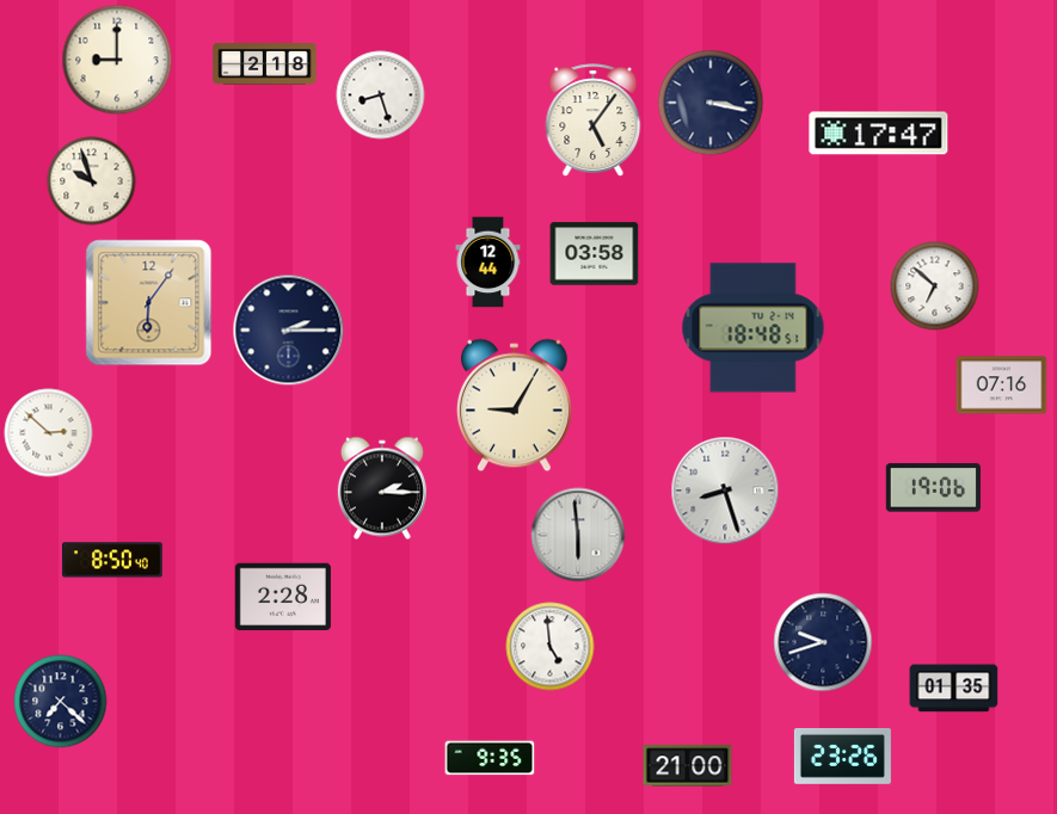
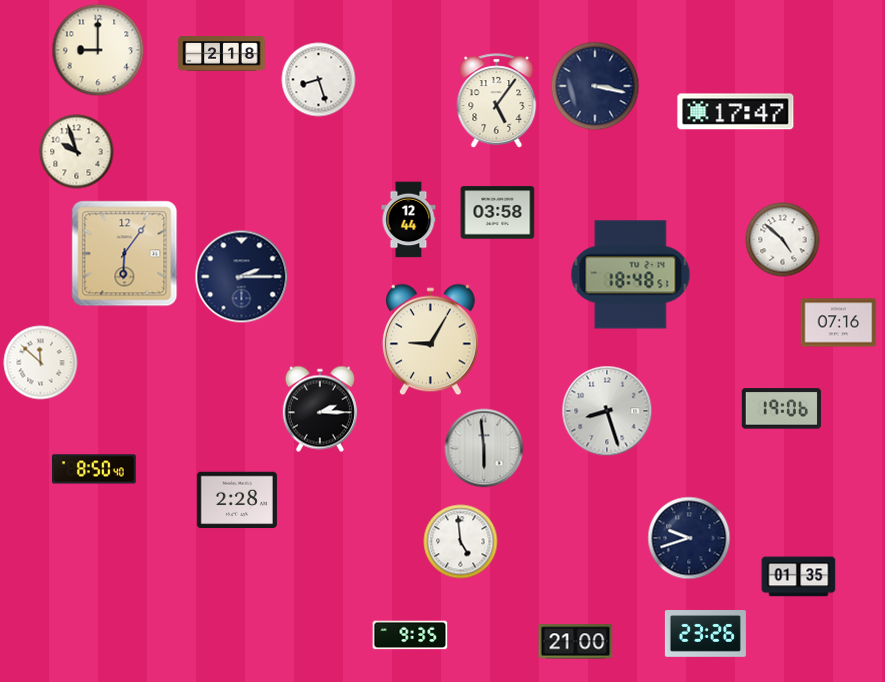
clock at (935, 286): 6:52 -> 4:52
clock at (49, 433): 2:52 -> 11:52
clock at (61, 702): 7:22 -> none
